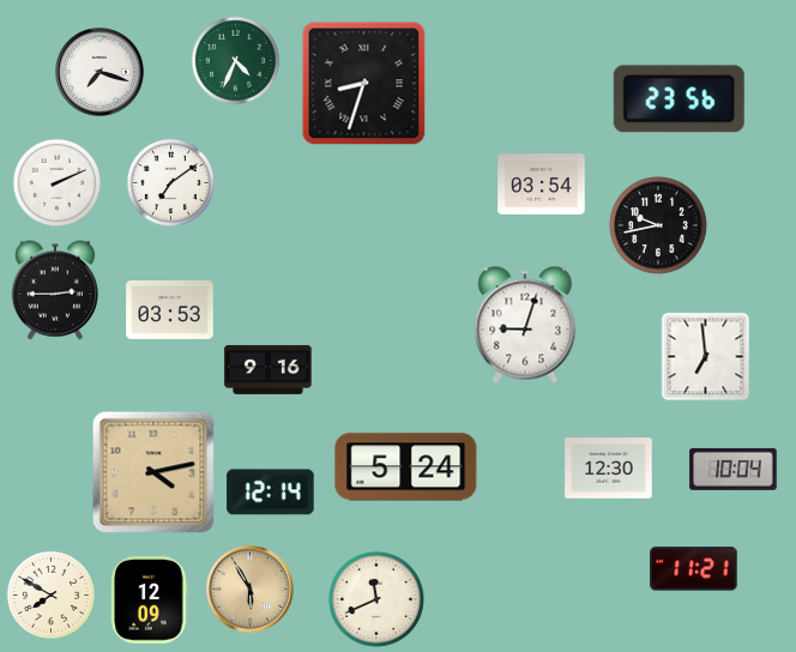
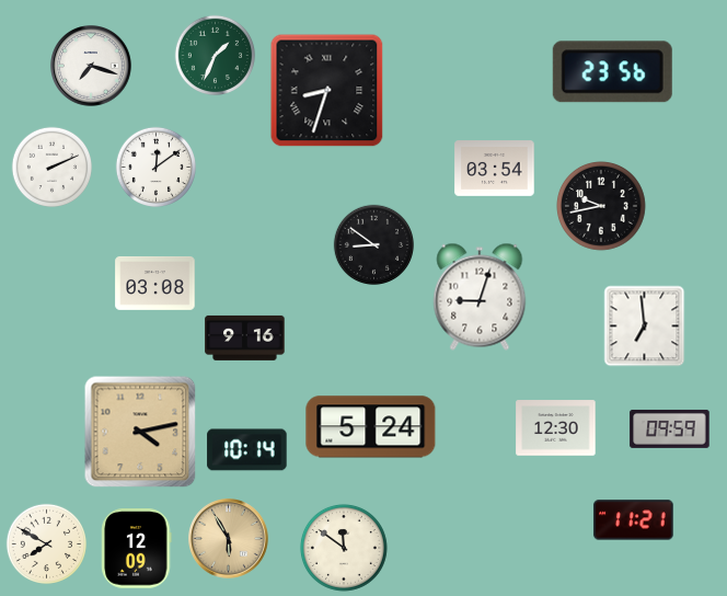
clock at (235, 60): 4:34 -> 1:34
clock at (364, 84) position: (364, 84) -> (327, 91)
clock at (679, 99) position: (679, 99) -> (612, 72)
clock at (170, 182): 7:09 -> 12:09
clock at (373, 244): none -> 8:51
clock at (55, 290): 2:45 -> none
clock at (170, 309): 03:53 -> 03:08
clock at (734, 469): 10:04 -> 09:59
clock at (271, 493): 12:14 -> 10:14
clock at (376, 599): 11:41 -> 11:51
